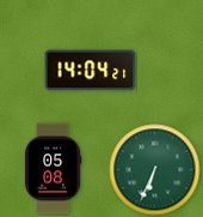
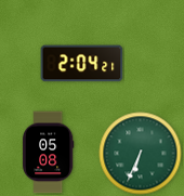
clock at (91, 71): 14:04 -> 2:04
